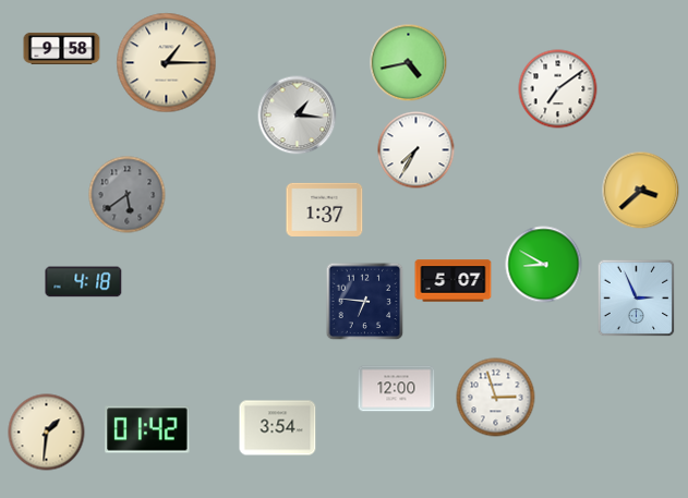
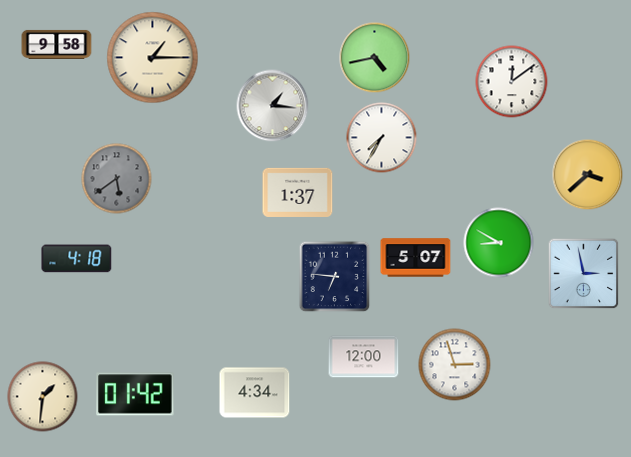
clock at (558, 89): 7:09 -> 12:09
clock at (637, 299): 2:56 -> 2:58
clock at (278, 428): 3:54 -> 4:34
